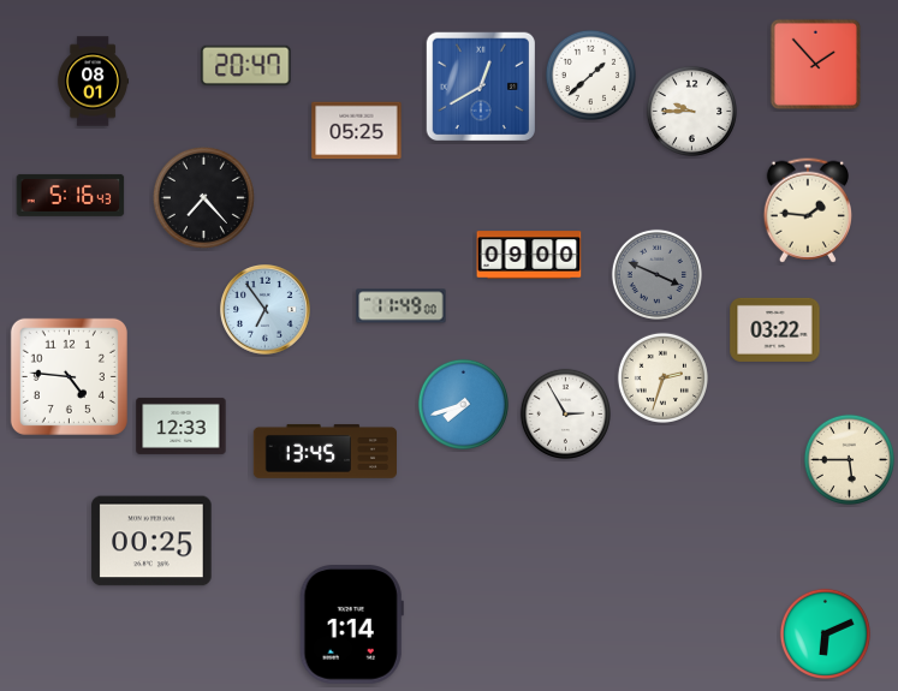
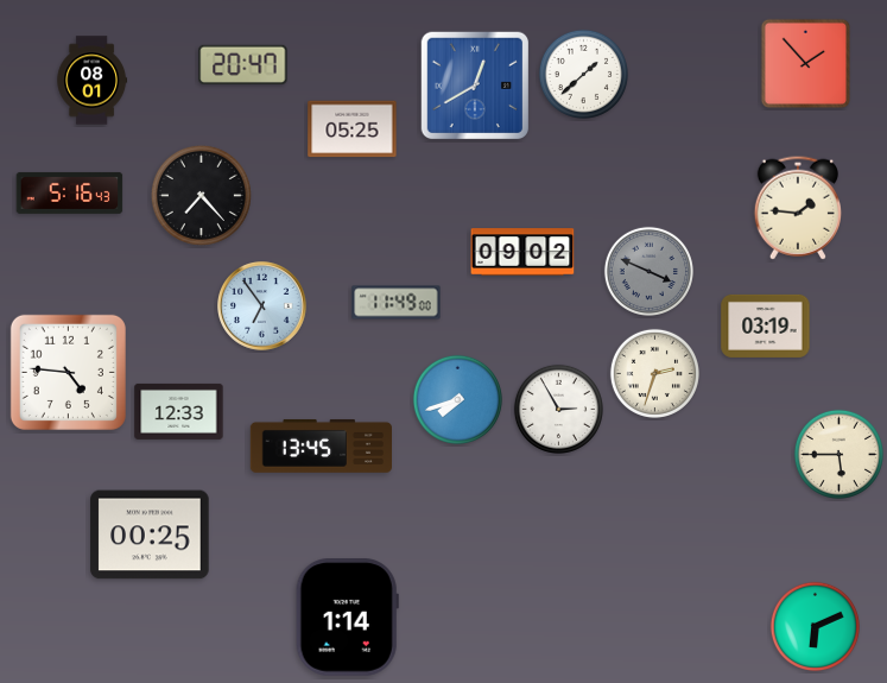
clock at (691, 111): 9:45 -> none
clock at (529, 255): 09:00 -> 09:02
clock at (775, 329): 03:22 -> 03:19
clock at (182, 425) position: (182, 425) -> (179, 411)
